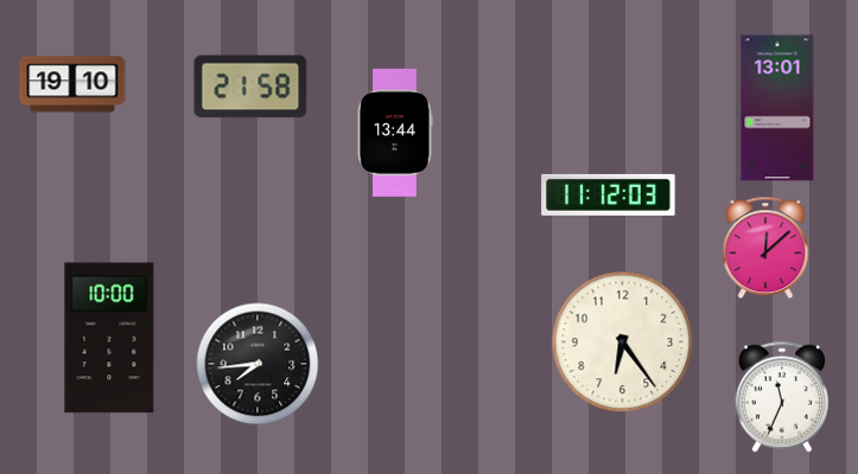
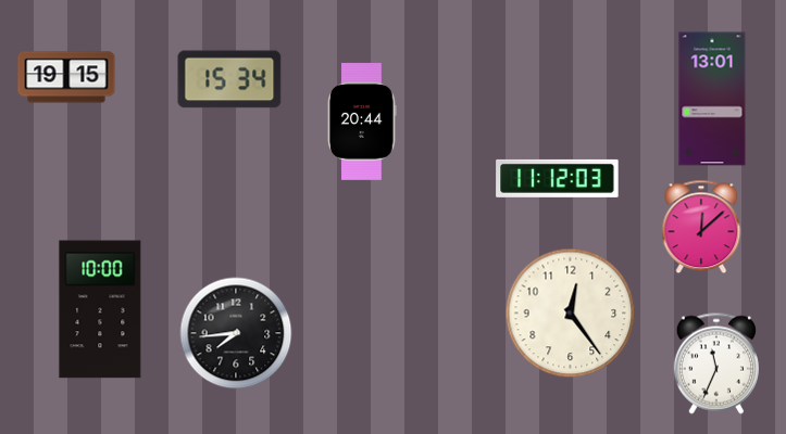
clock at (72, 84): 19:10 -> 19:15
clock at (250, 87): 21:58 -> 15:34
clock at (395, 133): 13:44 -> 20:44
clock at (623, 342): 6:24 -> 12:24
